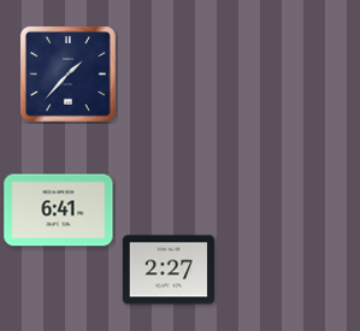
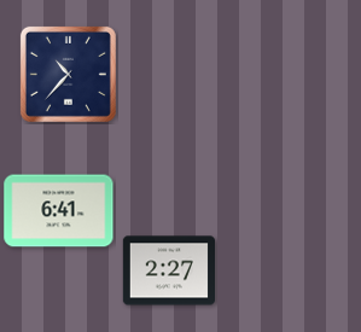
clock at (67, 73): 1:37 -> 10:37
